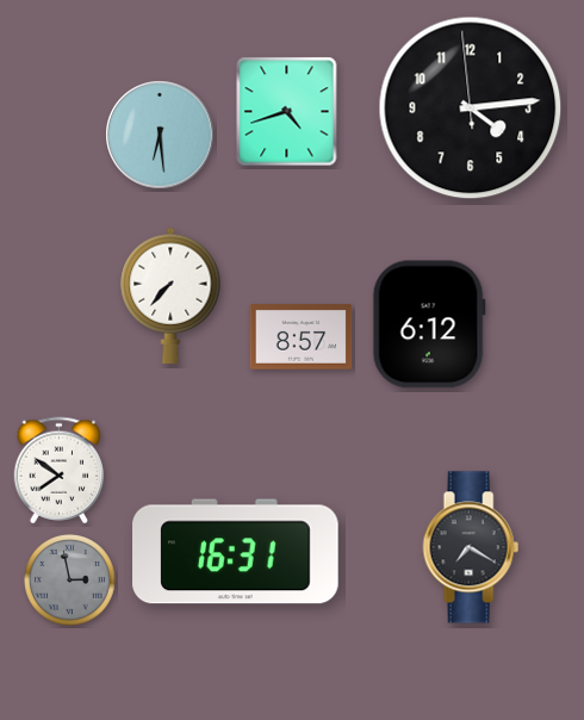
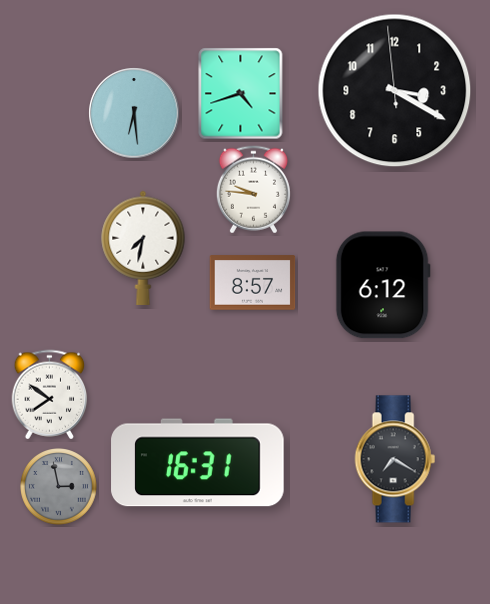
clock at (471, 108): 4:13 -> 3:19
clock at (253, 190): none -> 9:46
clock at (170, 296): 7:37 -> 7:32
clock at (429, 324) position: (429, 324) -> (383, 285)
